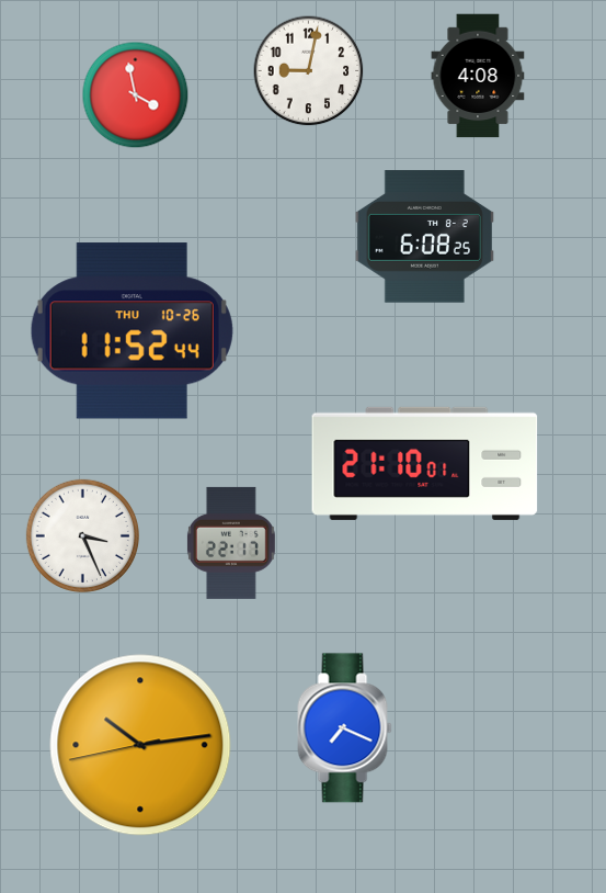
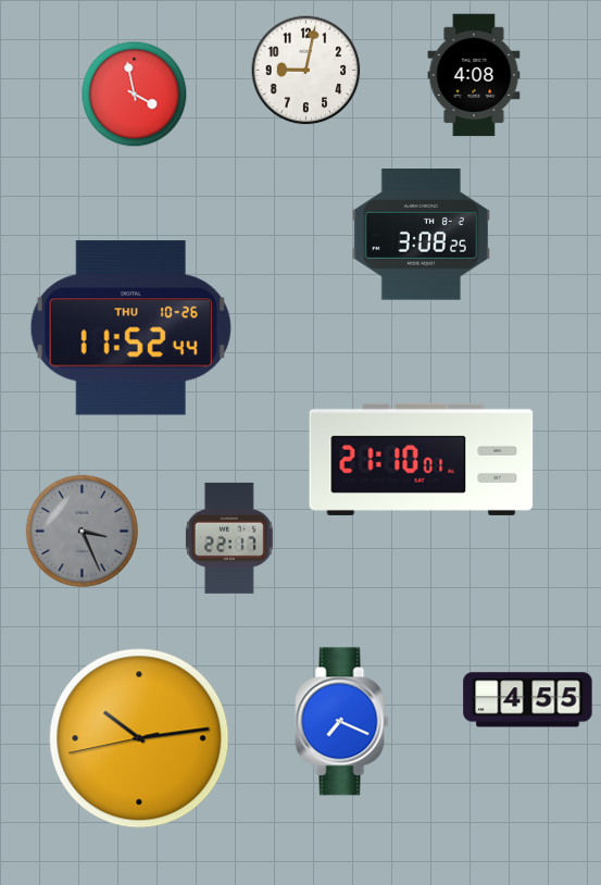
clock at (424, 237): 6:08 -> 3:08
clock at (82, 535) dial: white -> grey
clock at (528, 700): none -> 4:55
